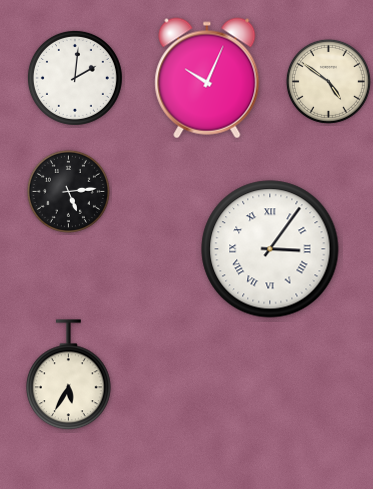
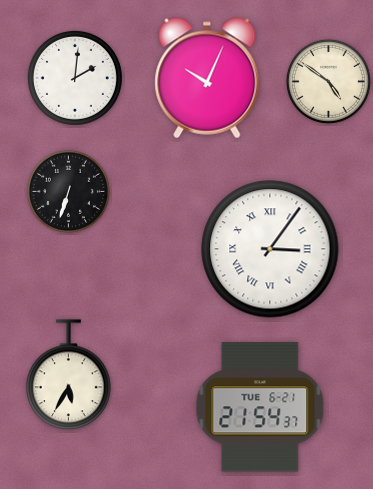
clock at (68, 191): 5:14 -> 6:33
clock at (260, 407): none -> 21:54
